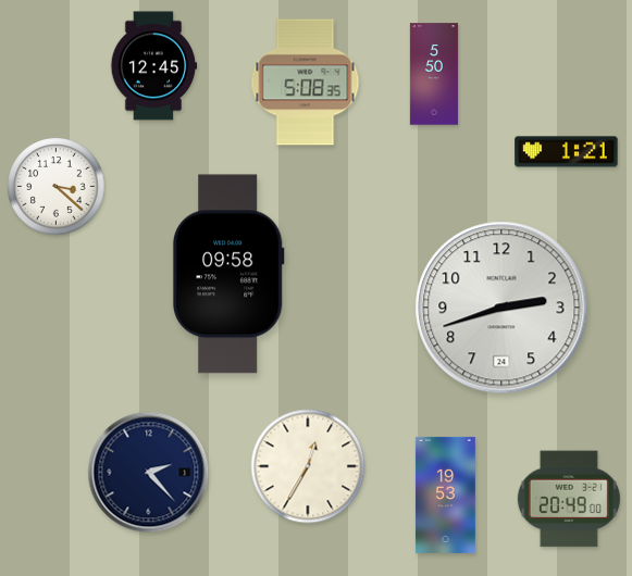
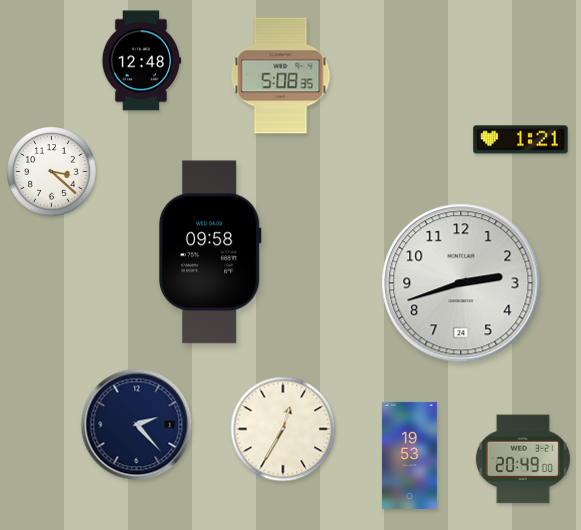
clock at (153, 66): 12:45 -> 12:48
clock at (434, 74): 5:50 -> none
clock at (149, 473) position: (149, 473) -> (137, 425)
